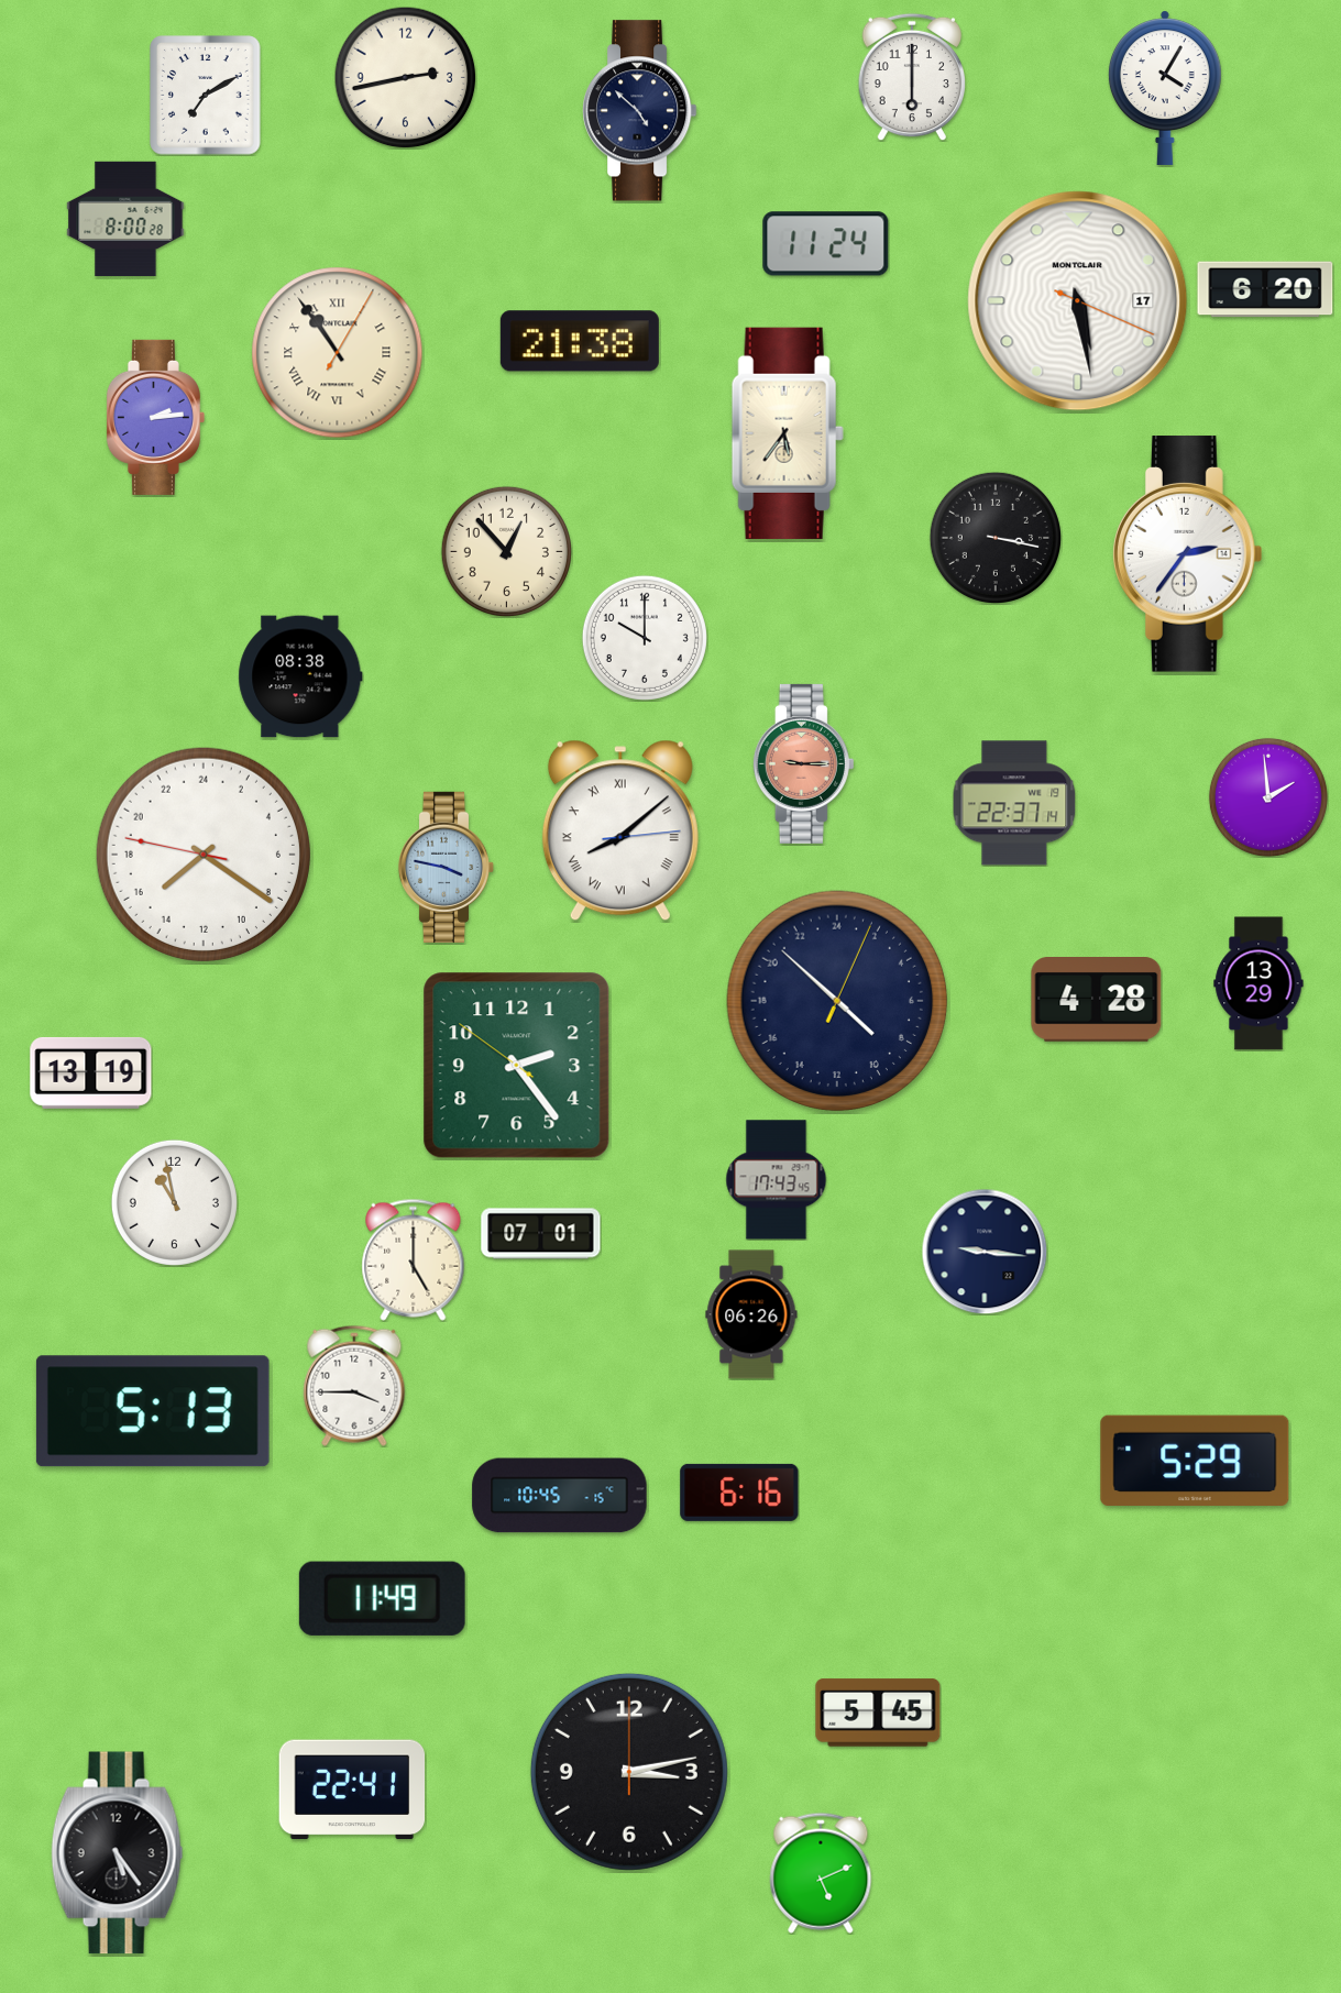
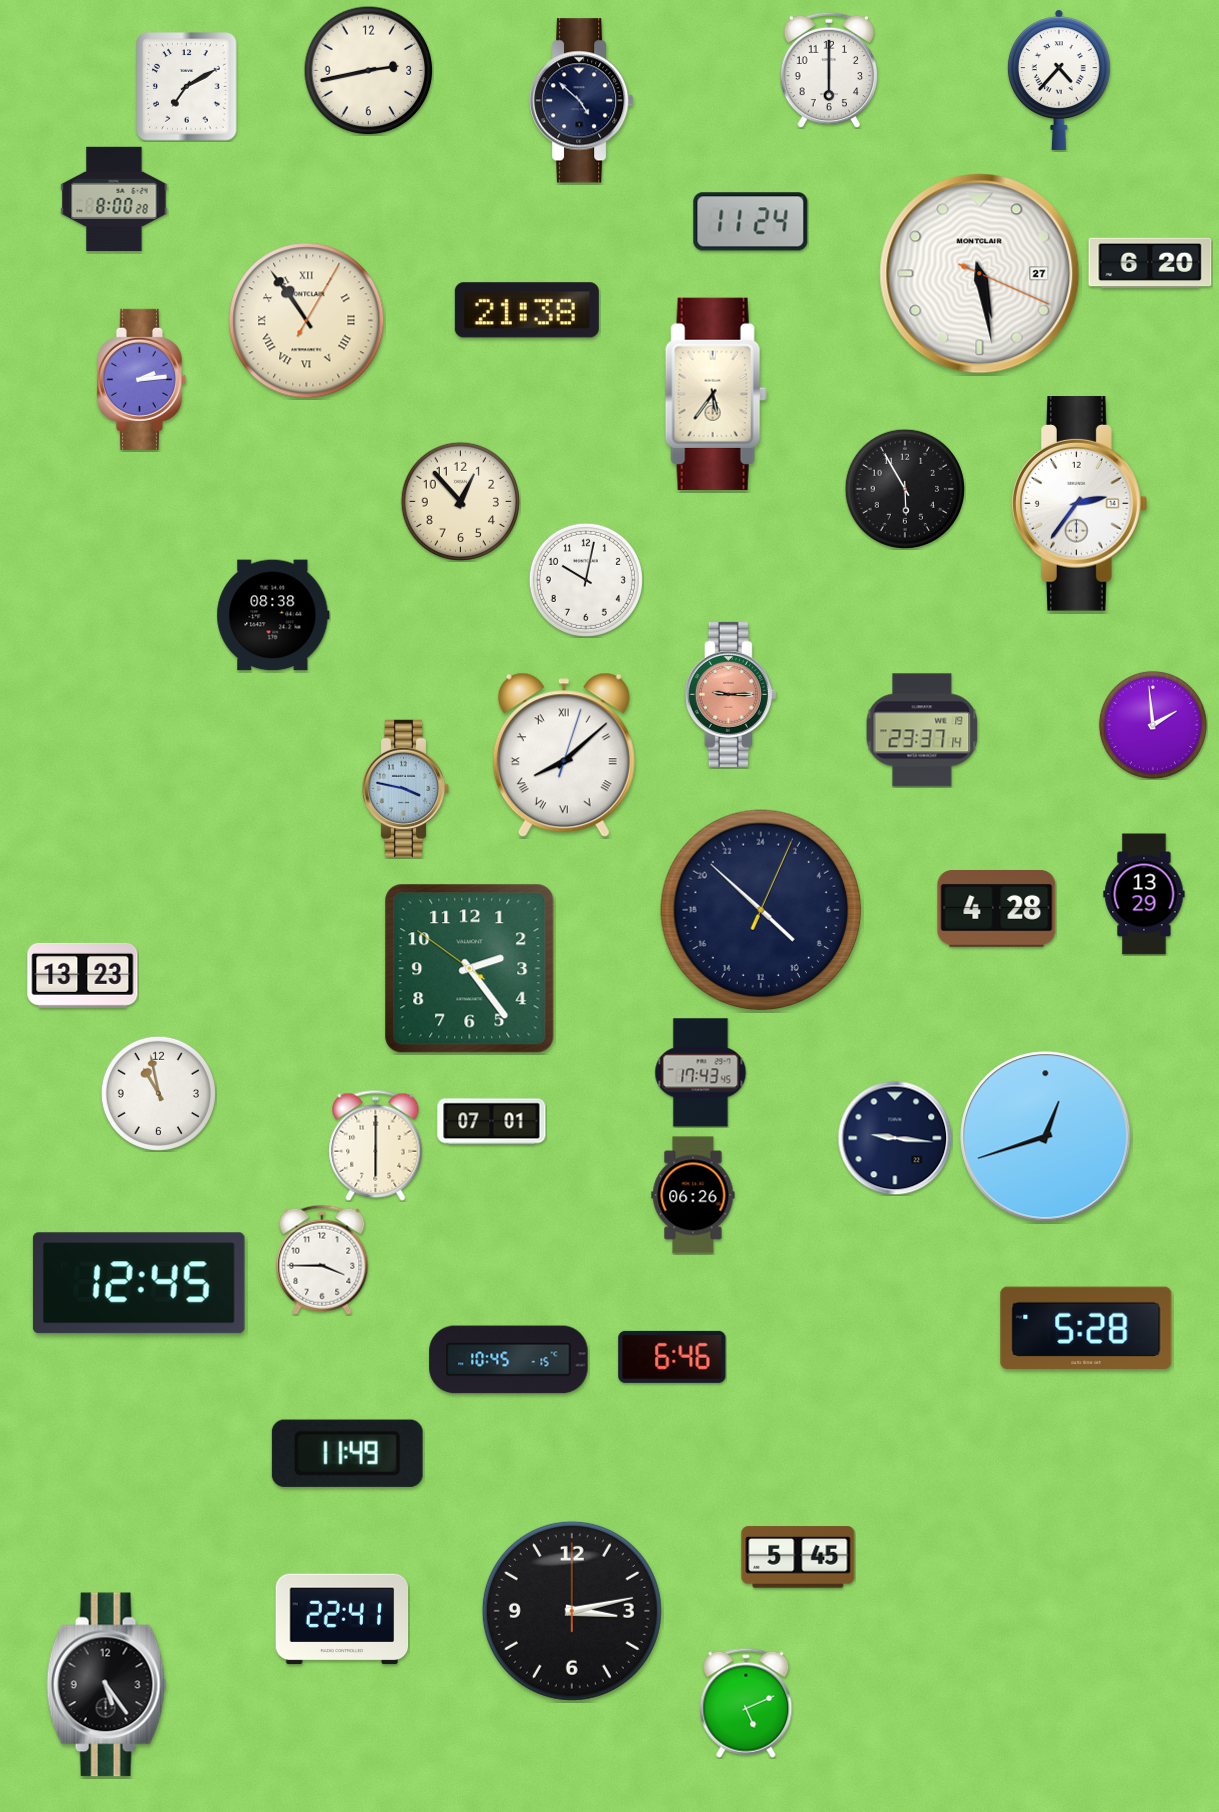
clock at (1165, 88): 4:05 -> 4:37
clock at (1078, 301) date: 17 -> 27
clock at (994, 537): 3:17 -> 5:55
clock at (645, 638): 10:00 -> 10:02
clock at (1014, 803): 22:37 -> 23:37
clock at (620, 830): 8:08:14 -> 8:08:03
clock at (204, 855): 15:20 -> none
clock at (91, 1072): 13:19 -> 13:23
clock at (777, 1180) position: (777, 1180) -> (701, 1073)
clock at (1046, 1137): none -> 12:42
clock at (414, 1259): 5:00 -> 6:00
clock at (751, 1314) position: (751, 1314) -> (693, 1195)
clock at (153, 1411): 5:13 -> 12:45
clock at (1195, 1461): 5:29 -> 5:28
clock at (739, 1493): 6:16 -> 6:46
clock at (352, 1790) position: (352, 1790) -> (342, 1619)
